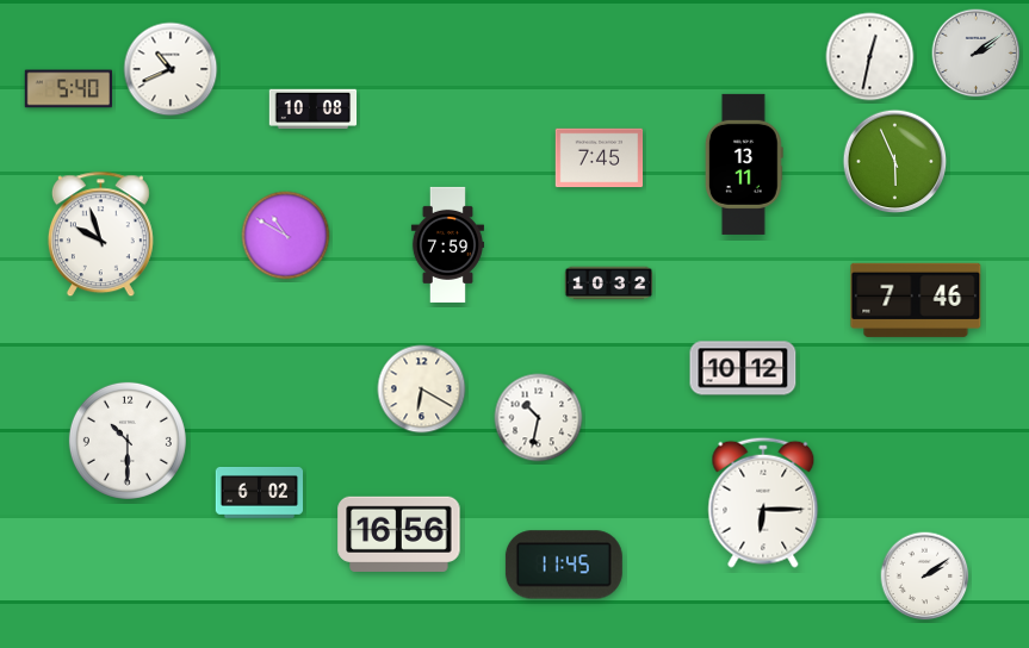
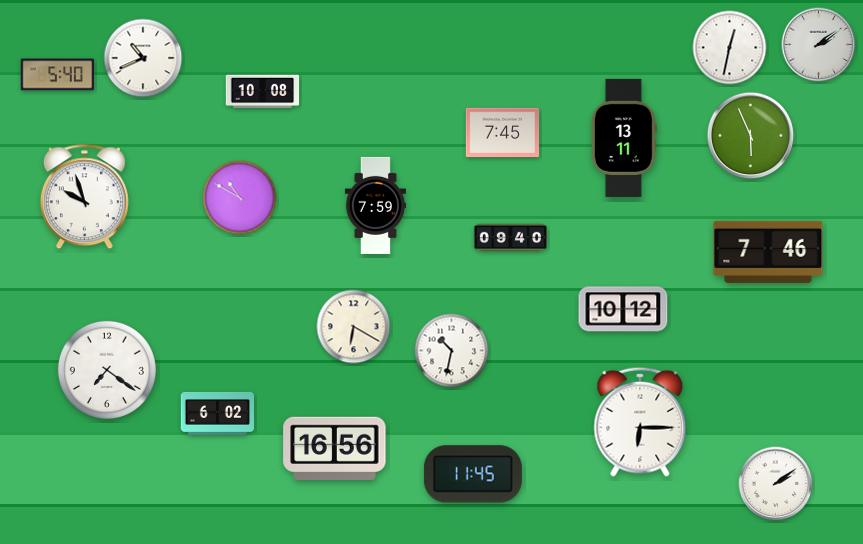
clock at (609, 283): 10:32 -> 09:40
clock at (128, 441): 10:30 -> 7:21
